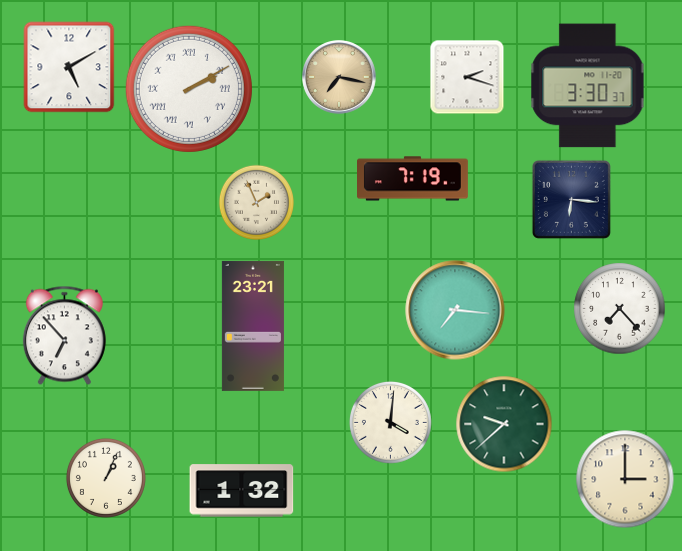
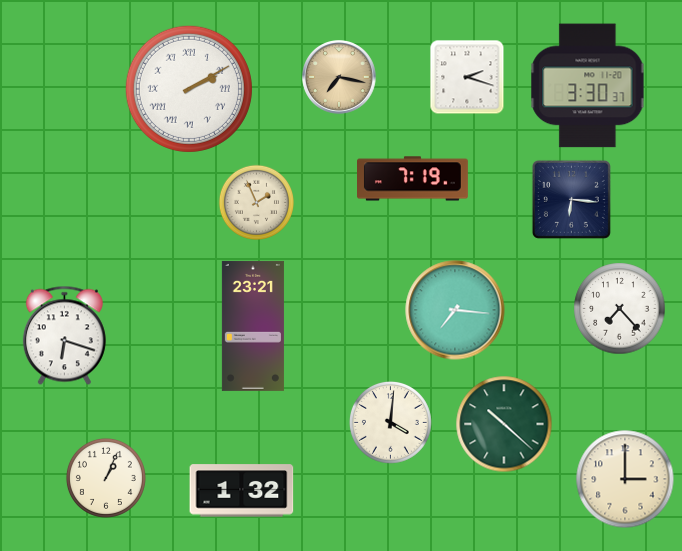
clock at (69, 67): 5:10 -> none
clock at (64, 336): 6:53 -> 6:18
clock at (504, 424): 9:38 -> 10:22
